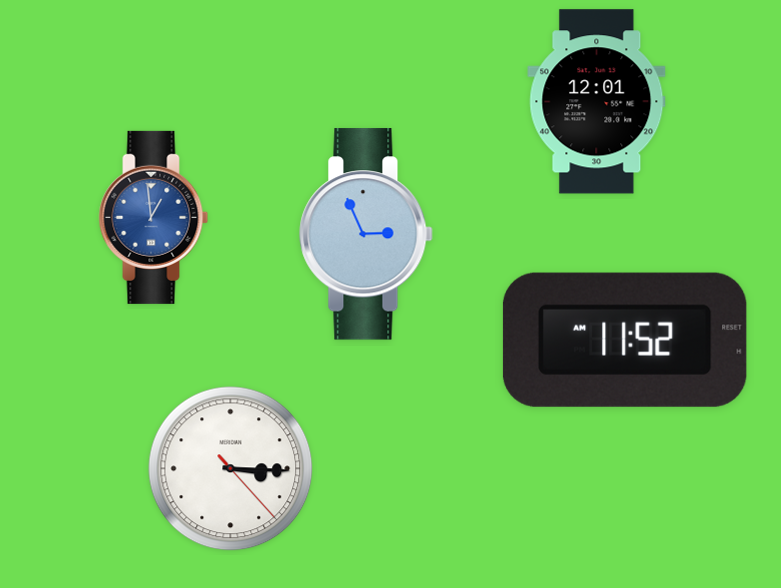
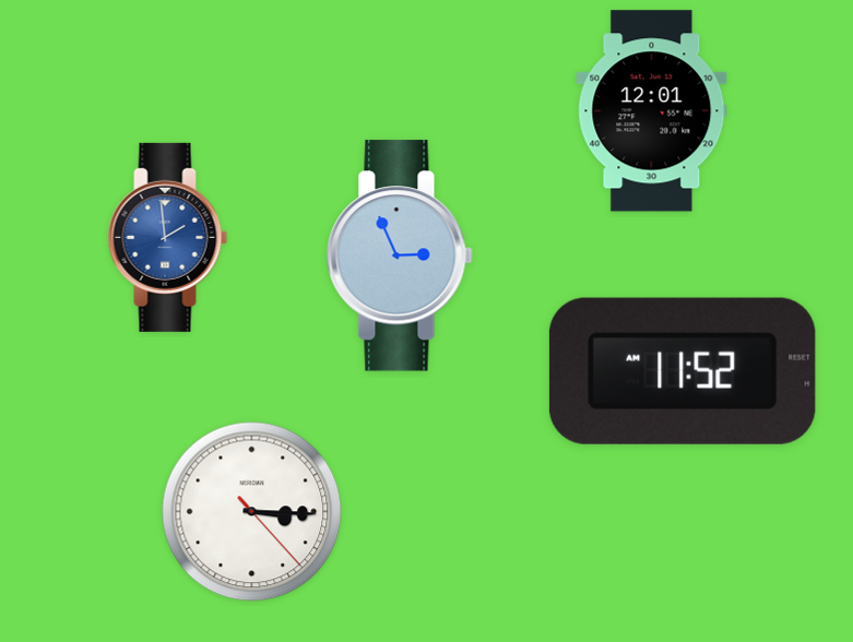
clock at (154, 217): 12:59 -> 1:59
